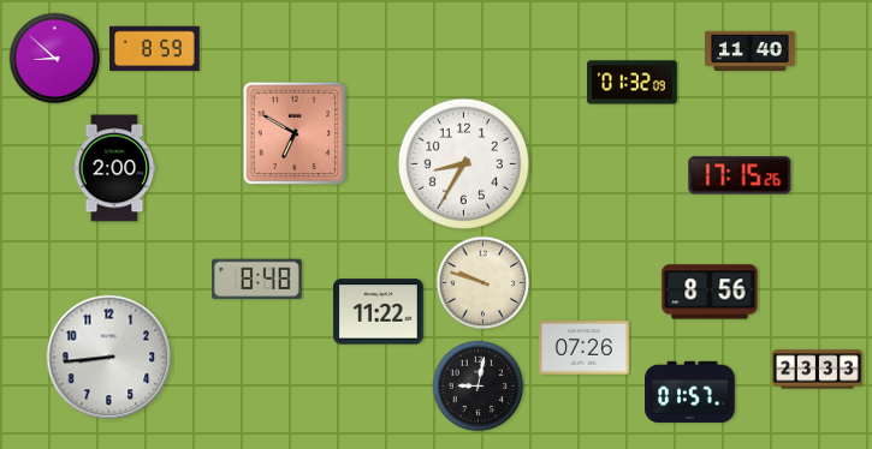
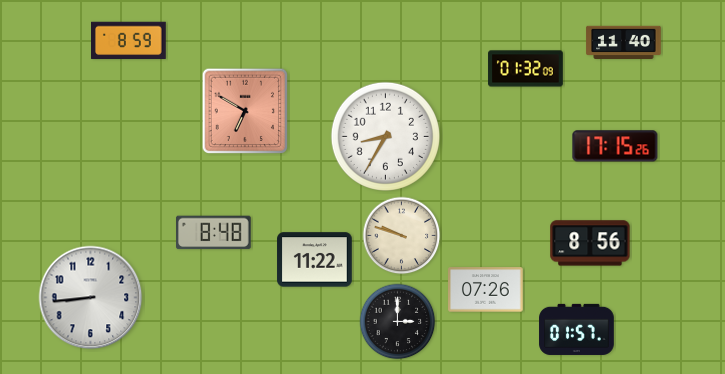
clock at (55, 59): 8:52 -> none
clock at (114, 168): 2:00 -> none
clock at (818, 370): 23:33 -> none
clock at (479, 387): 9:02 -> 3:00
clock at (690, 391) position: (690, 391) -> (577, 329)
